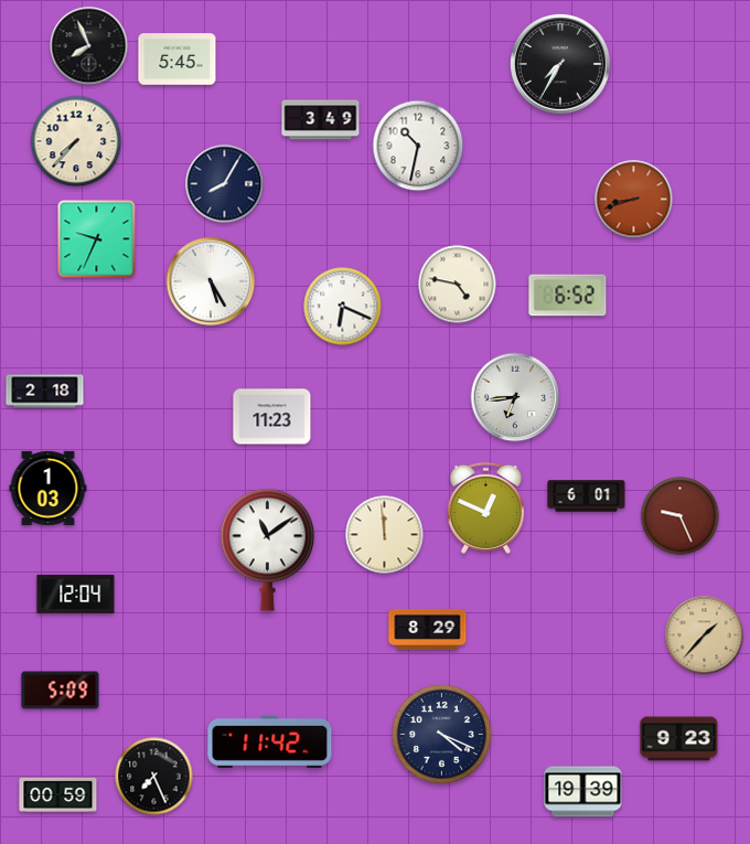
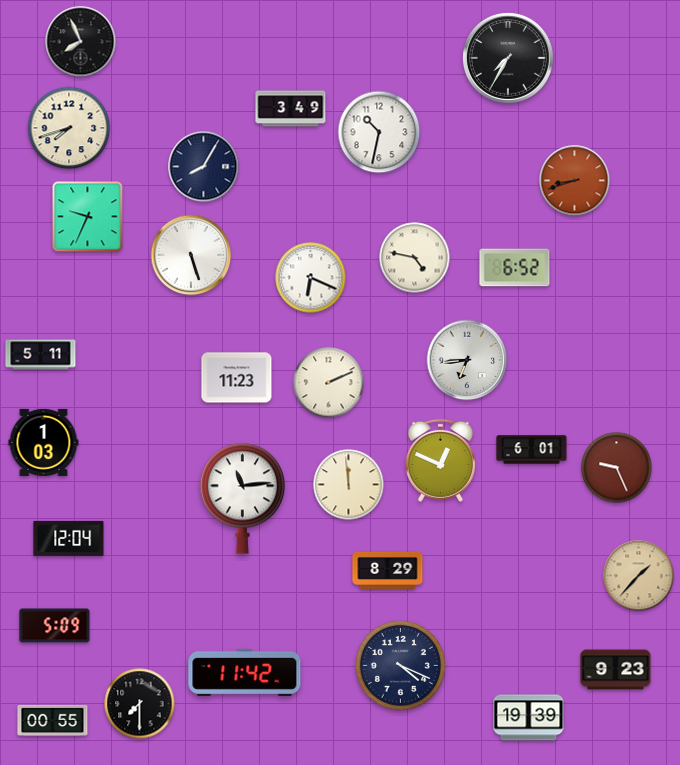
clock at (178, 60): 5:45 -> none
clock at (76, 141): 7:37 -> 7:42
clock at (211, 281): 5:25 -> 5:27
clock at (45, 392): 2:18 -> 5:11
clock at (272, 417) position: (272, 417) -> (237, 378)
clock at (329, 383): none -> 2:11
clock at (267, 549): 11:09 -> 11:14
clock at (154, 777): 7:26 -> 7:30
clock at (58, 794): 00:59 -> 00:55
